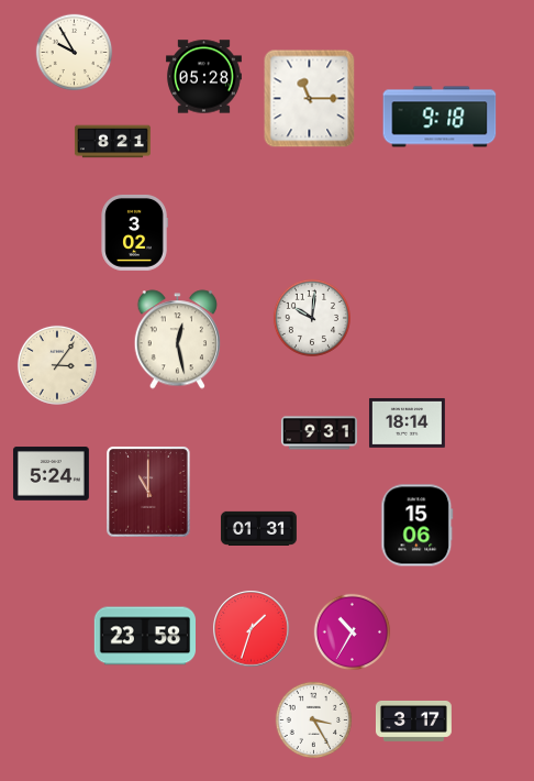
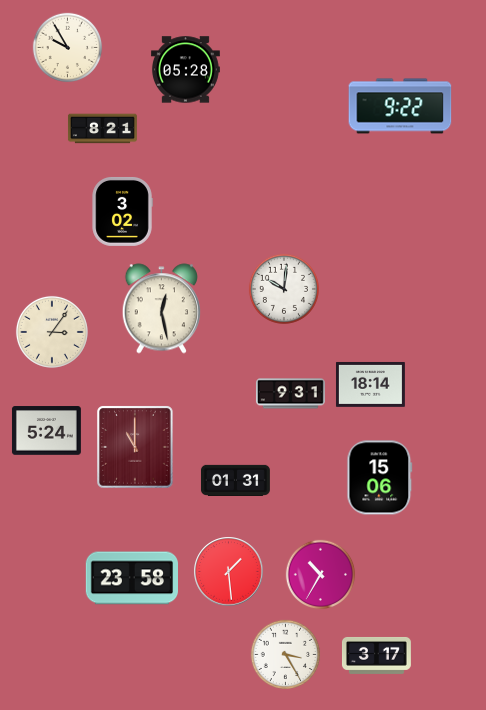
clock at (310, 99): 11:15 -> none
clock at (440, 117): 9:18 -> 9:22
clock at (252, 629): 1:33 -> 1:29
